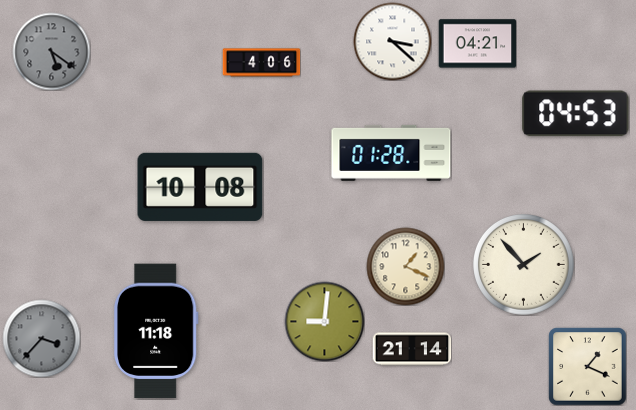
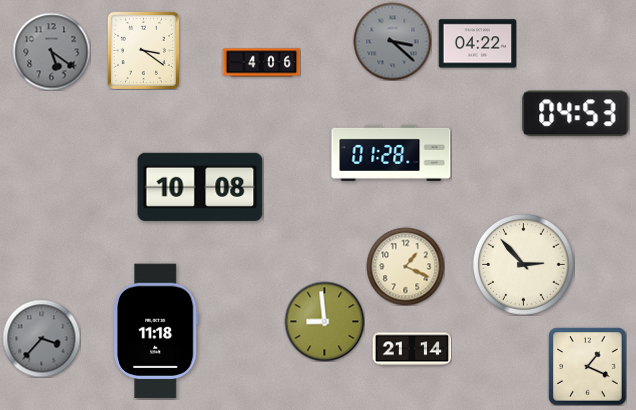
clock at (392, 41) dial: white -> grey
clock at (477, 44): 04:21 -> 04:22
clock at (143, 50): none -> 3:21
clock at (524, 265): 1:53 -> 2:53
clock at (324, 321): 9:01 -> 8:59
